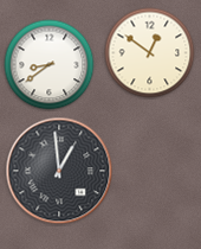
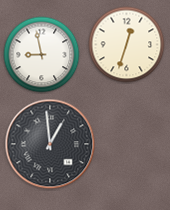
clock at (150, 53): 12:51 -> 12:33
clock at (50, 65): 8:39 -> 8:58
